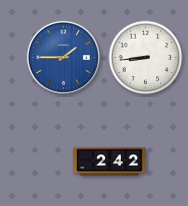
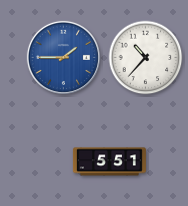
clock at (146, 58): 8:44 -> 10:37
clock at (109, 162): 2:42 -> 5:51
